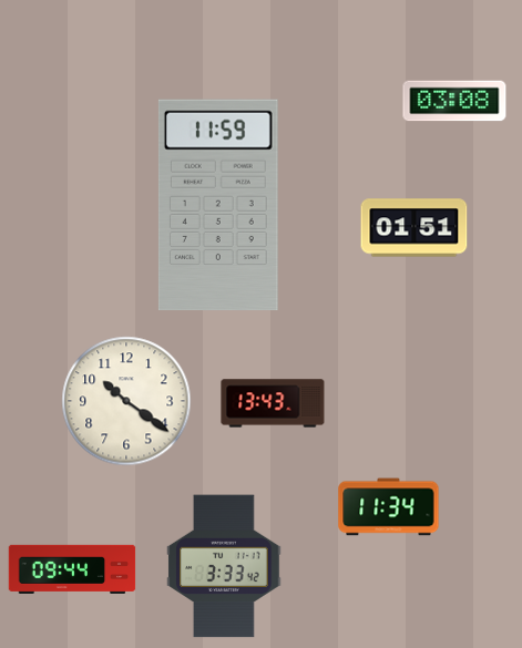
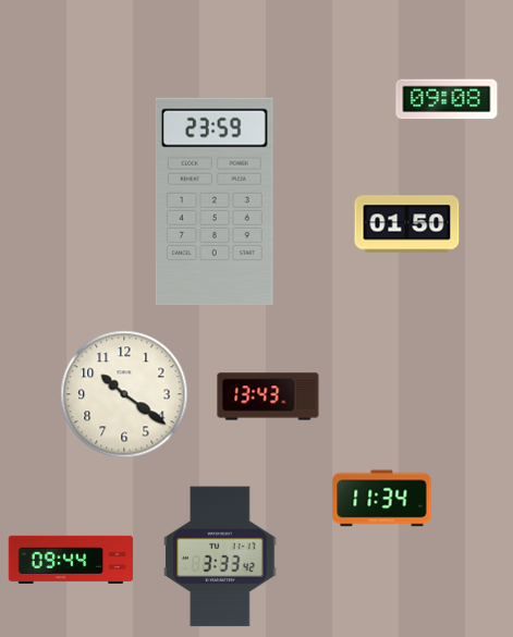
clock at (454, 101): 03:08 -> 09:08
clock at (218, 205): 11:59 -> 23:59
clock at (414, 228): 01:51 -> 01:50
